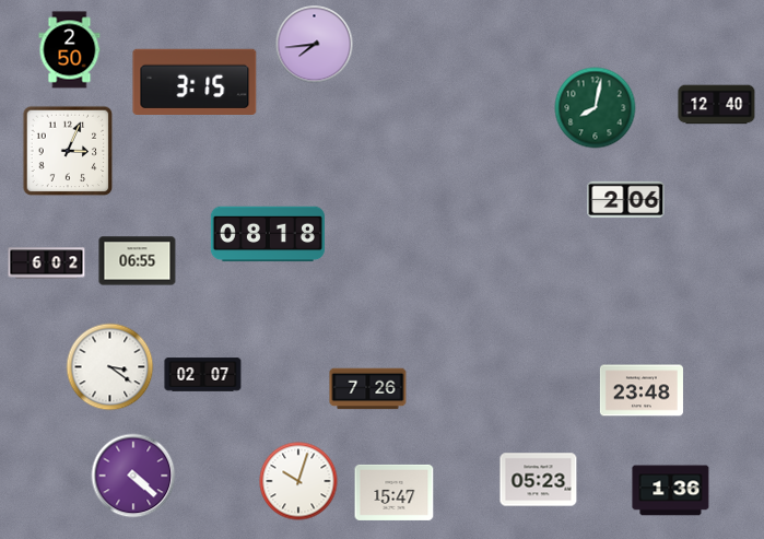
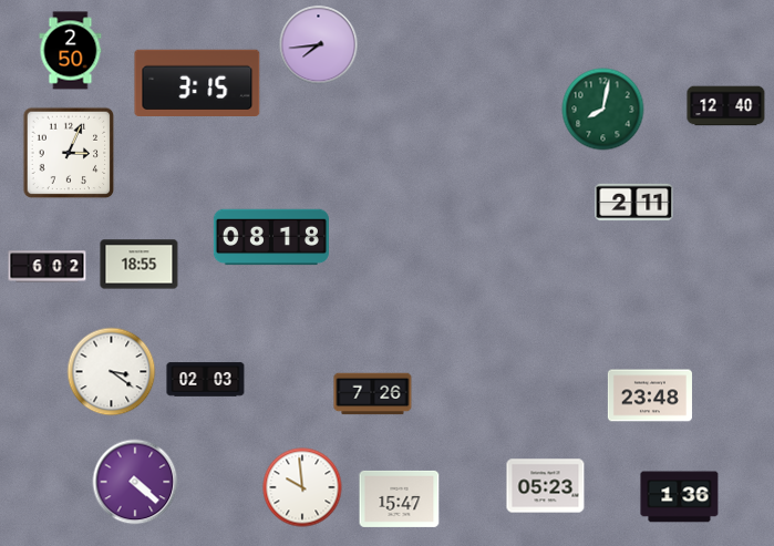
clock at (626, 200): 2:06 -> 2:11
clock at (138, 261): 06:55 -> 18:55
clock at (203, 375): 02:07 -> 02:03
clock at (298, 481): 10:03 -> 9:59
